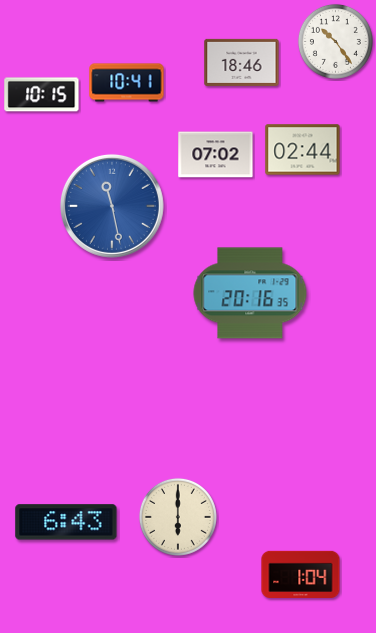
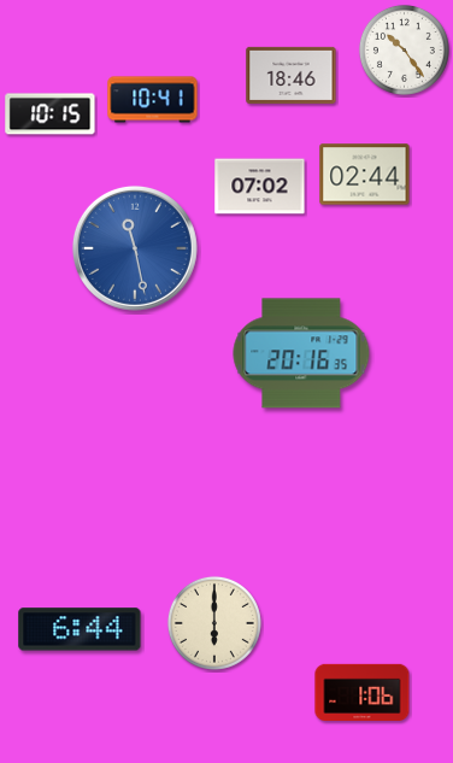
clock at (303, 150) position: (303, 150) -> (365, 175)
clock at (66, 522): 6:43 -> 6:44
clock at (301, 574): 1:04 -> 1:06
